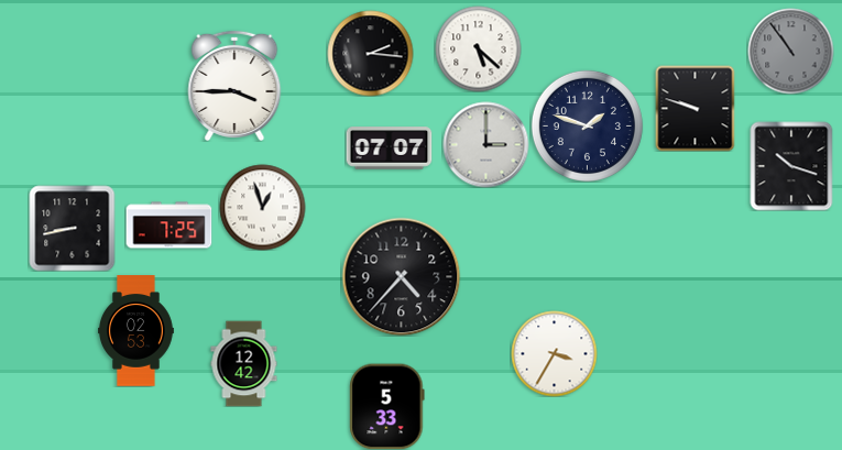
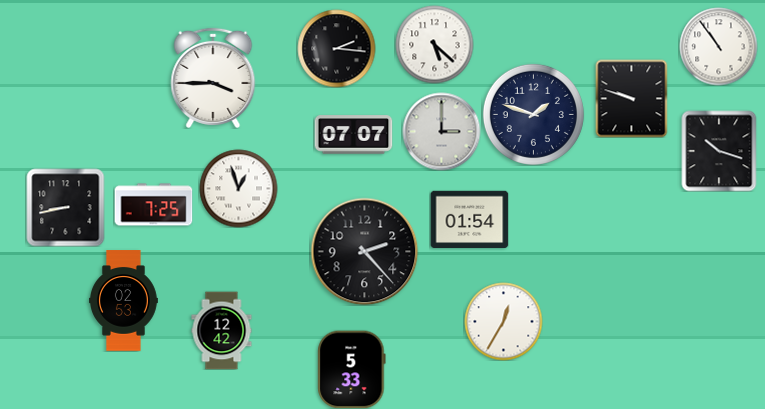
clock at (790, 51) dial: grey -> white
clock at (469, 220): none -> 01:54
clock at (401, 276): 4:37 -> 2:23
clock at (554, 353): 3:35 -> 12:35
